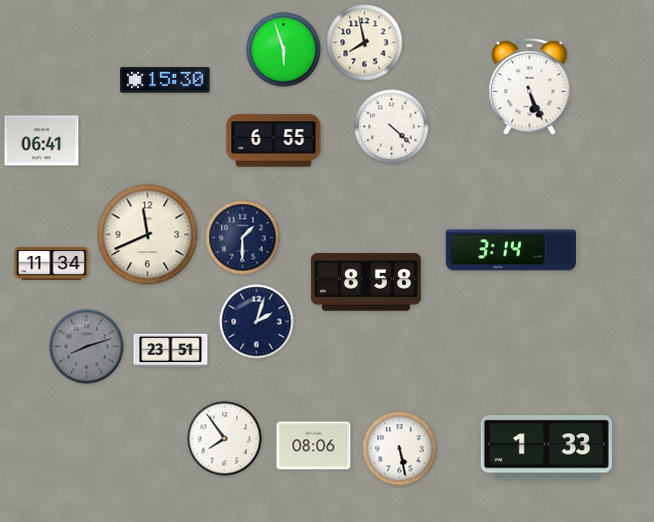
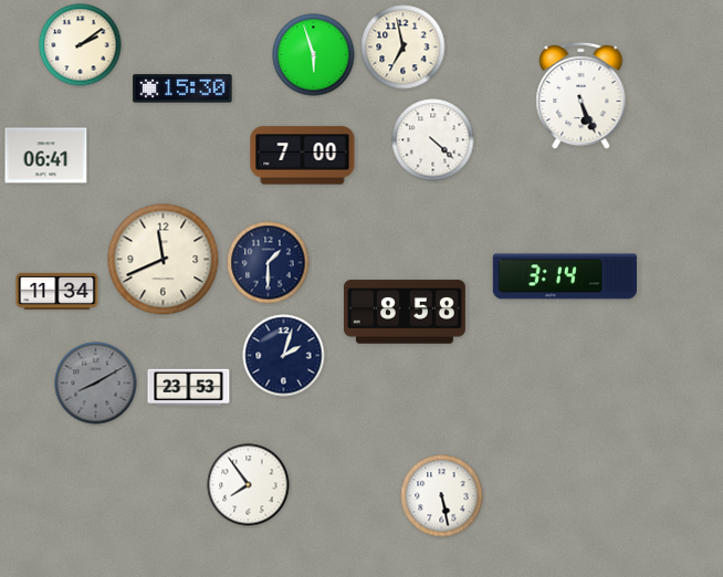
clock at (81, 45): none -> 2:09
clock at (365, 43): 7:58 -> 6:58
clock at (530, 87) position: (530, 87) -> (581, 96)
clock at (274, 141): 6:55 -> 7:00
clock at (87, 347): 8:12 -> 8:10
clock at (171, 351): 23:51 -> 23:53
clock at (314, 446): 08:06 -> none
clock at (546, 448): 1:33 -> none
